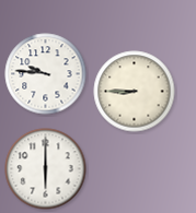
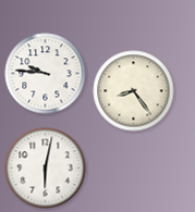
clock at (135, 92): 8:45 -> 8:24
clock at (46, 169): 6:00 -> 6:02
